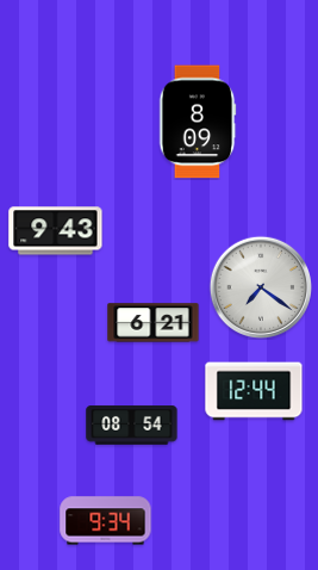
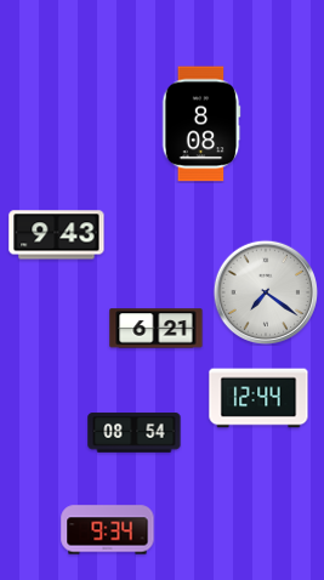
clock at (198, 122): 8:09 -> 8:08
